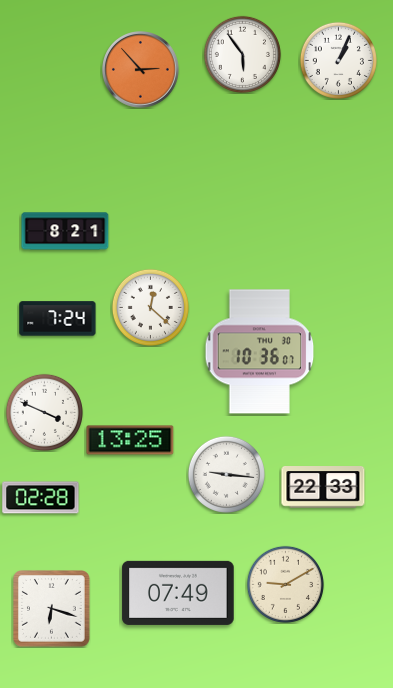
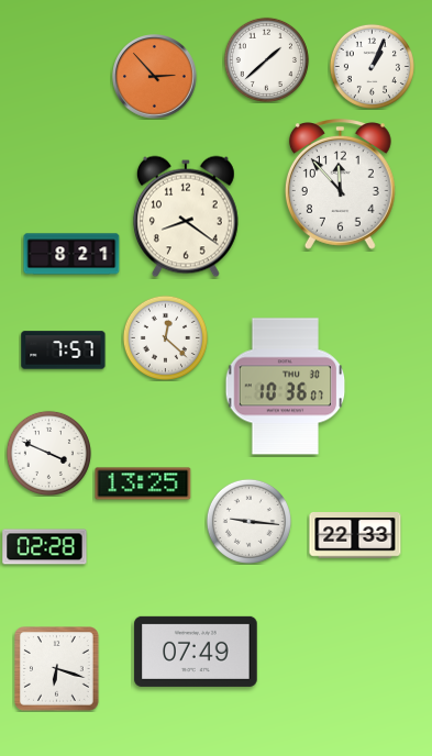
clock at (242, 54): 5:54 -> 1:38
clock at (340, 185): none -> 11:53
clock at (186, 216): none -> 8:21
clock at (58, 319): 7:24 -> 7:57
clock at (285, 584): 9:10 -> none
